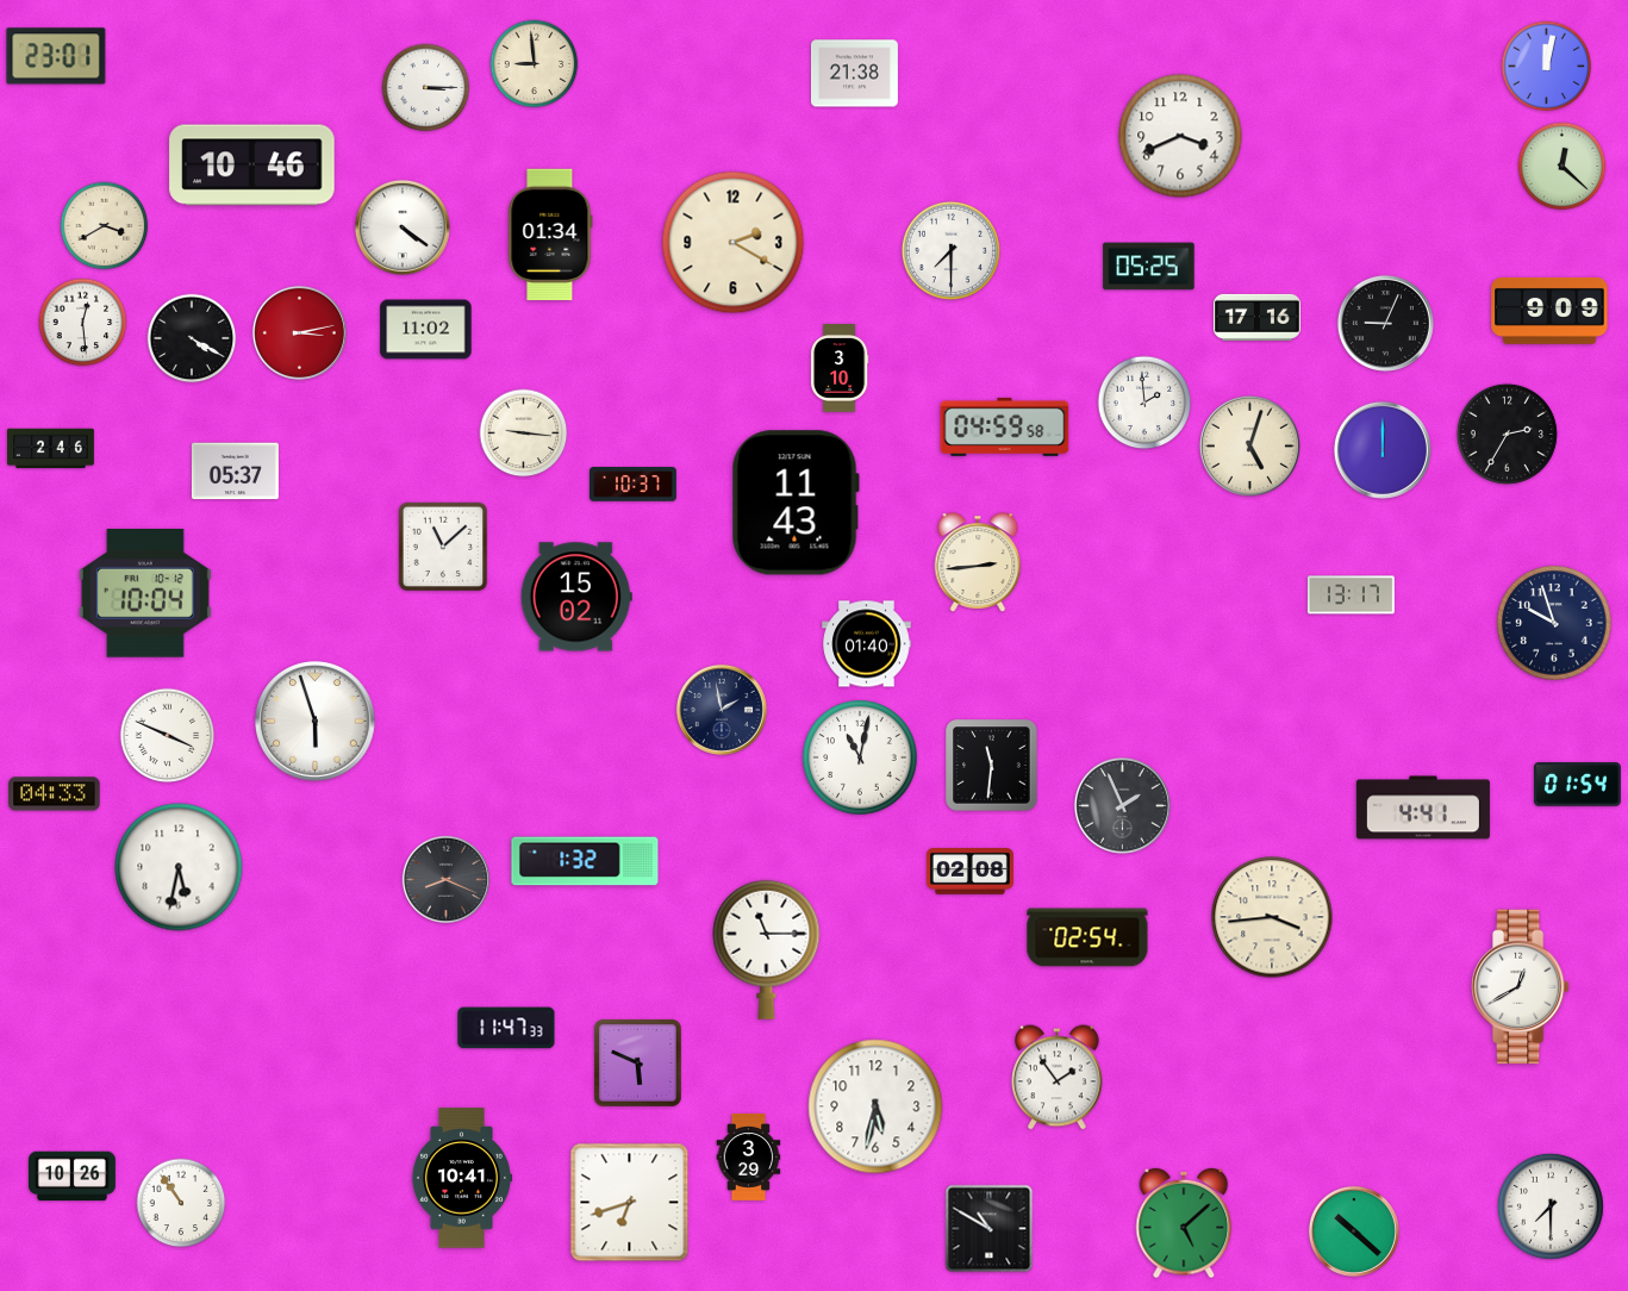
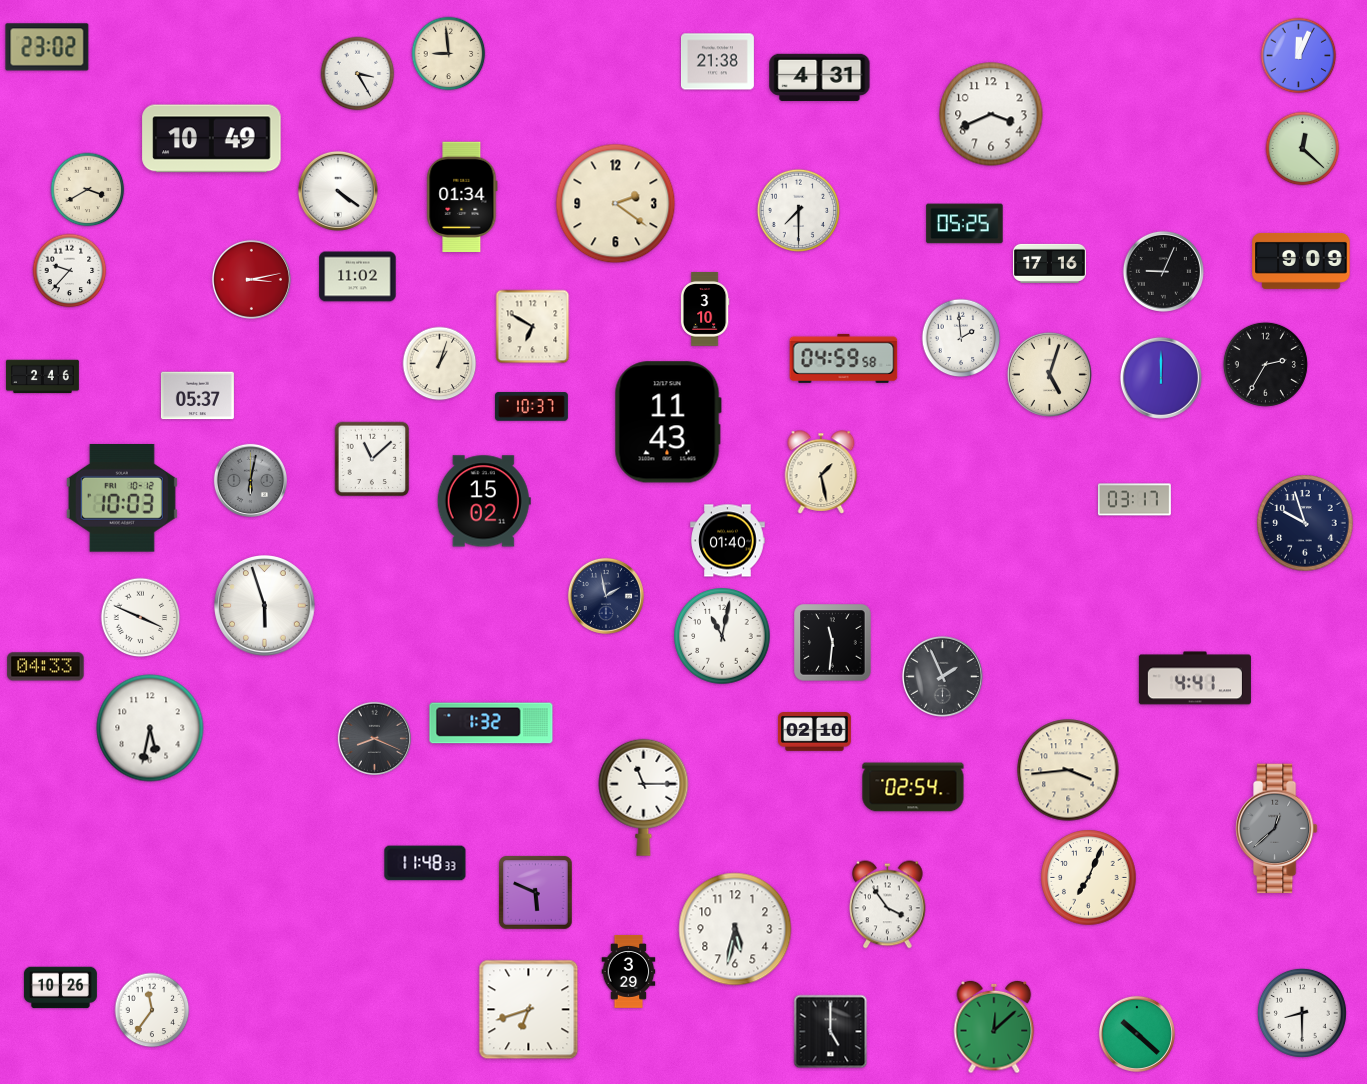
clock at (56, 56): 23:01 -> 23:02
clock at (1547, 67): 12:02 -> 12:04
clock at (426, 88): 3:15 -> 3:25
clock at (820, 77): none -> 4:31
clock at (252, 166): 10:46 -> 10:49
clock at (1562, 167) position: (1562, 167) -> (1303, 149)
clock at (734, 243): 2:20 -> 2:21
clock at (1256, 317) position: (1256, 317) -> (1049, 263)
clock at (83, 323): 12:29 -> 9:37
clock at (192, 338): 4:20 -> none
clock at (533, 327): none -> 6:50
clock at (524, 434): 9:16 -> 1:03
clock at (978, 562): 2:44 -> 1:28
clock at (250, 480): none -> 6:02
clock at (145, 594): 10:04 -> 10:03
clock at (1351, 595): 13:17 -> 03:17
clock at (1577, 785): 01:54 -> none
clock at (969, 872): 02:08 -> 02:10
clock at (1520, 987): 12:40 -> 12:38
clock at (1520, 987) dial: white -> grey
clock at (506, 1028): 11:47 -> 11:48
clock at (1089, 878): none -> 7:04
clock at (1058, 1078): 1:54 -> 3:54
clock at (462, 1178): 10:41 -> none
clock at (181, 1203): 10:54 -> 11:36
clock at (1551, 1206): 7:30 -> 8:30
clock at (1184, 1223): 5:08 -> 12:08
clock at (990, 1229): 10:50 -> 5:00
